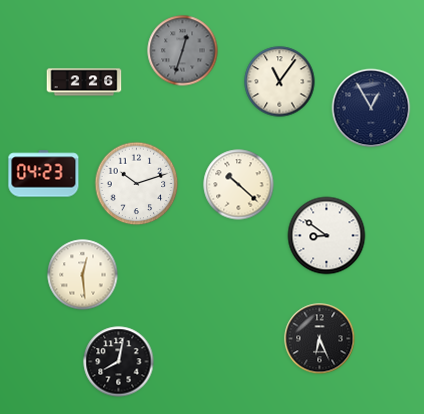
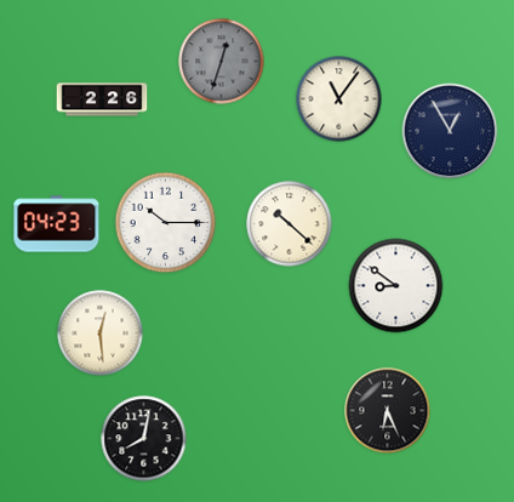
clock at (44, 174) position: (44, 174) -> (57, 224)
clock at (137, 184): 10:12 -> 10:15
